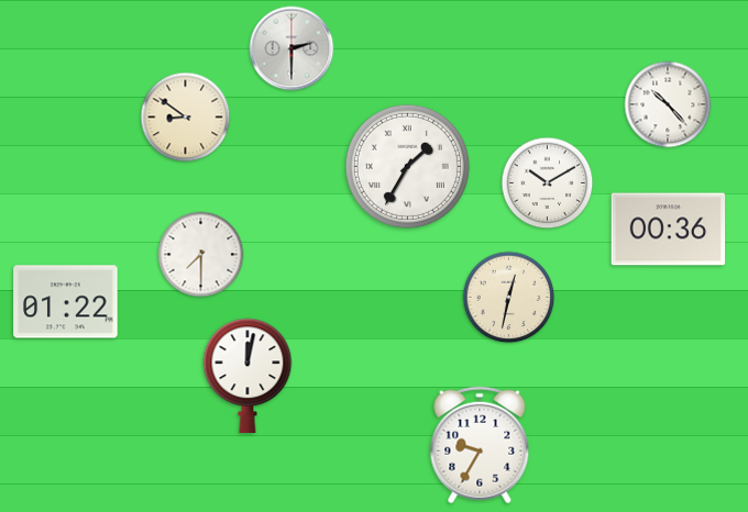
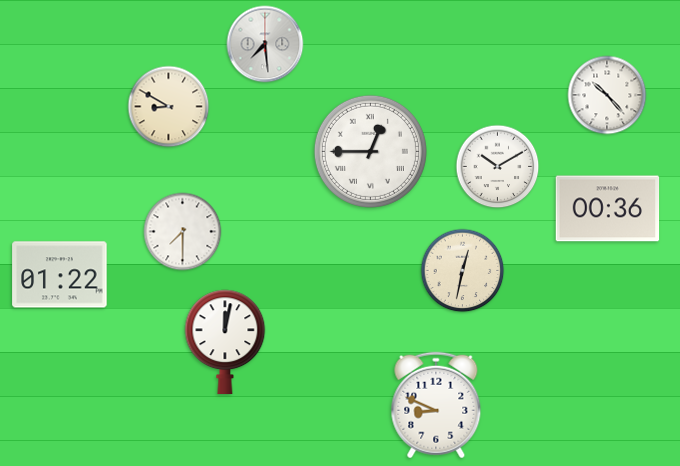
clock at (291, 48): 2:30 -> 7:29
clock at (186, 118): 8:51 -> 8:50
clock at (407, 166): 1:35 -> 12:45
clock at (480, 445): 9:35 -> 8:49
